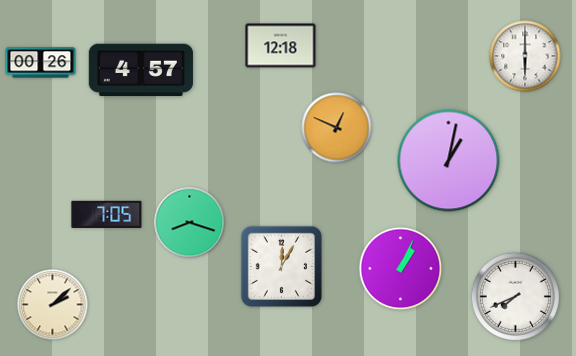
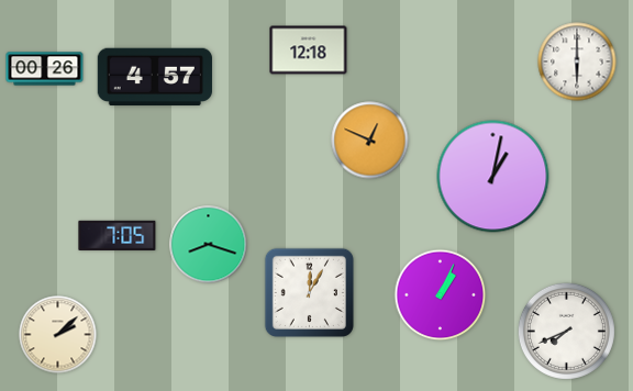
clock at (515, 296) position: (515, 296) -> (566, 331)
